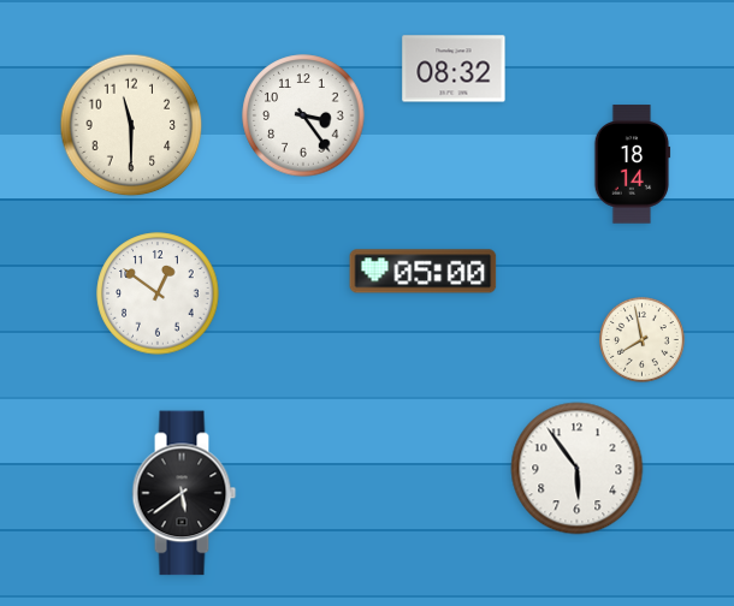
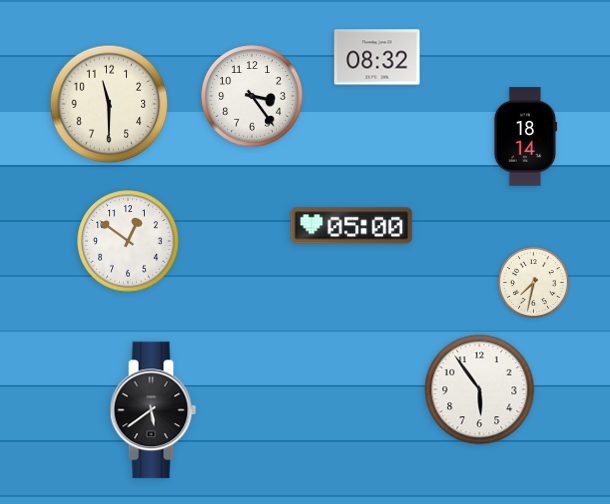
clock at (158, 293) position: (158, 293) -> (128, 241)
clock at (643, 340): 7:58 -> 7:32
